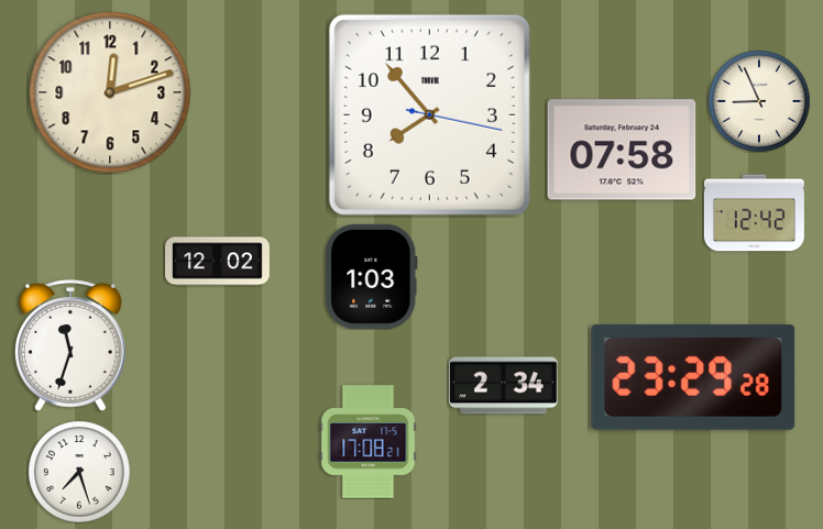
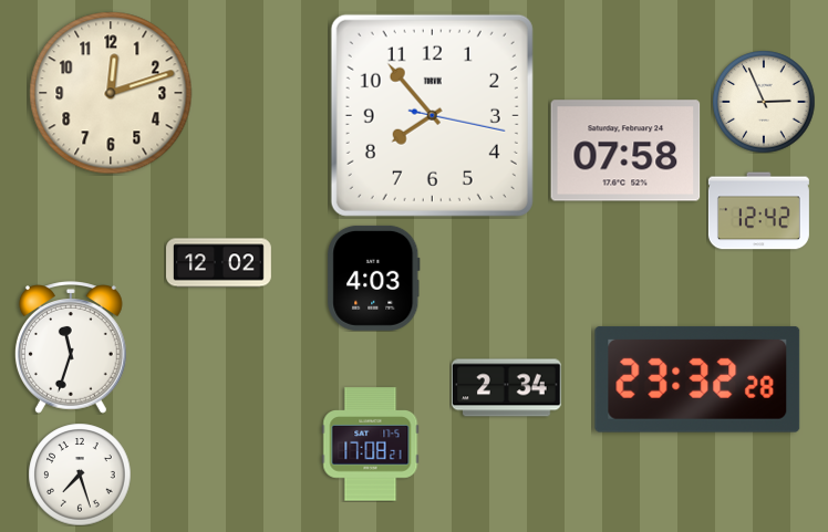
clock at (759, 101): 8:56 -> 2:56
clock at (754, 213) position: (754, 213) -> (758, 211)
clock at (372, 276): 1:03 -> 4:03
clock at (693, 377): 23:29 -> 23:32
